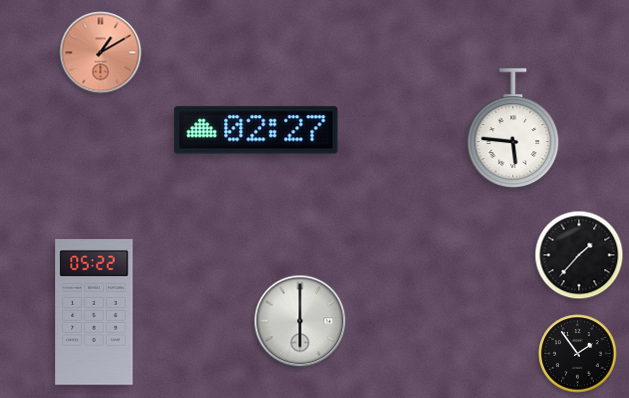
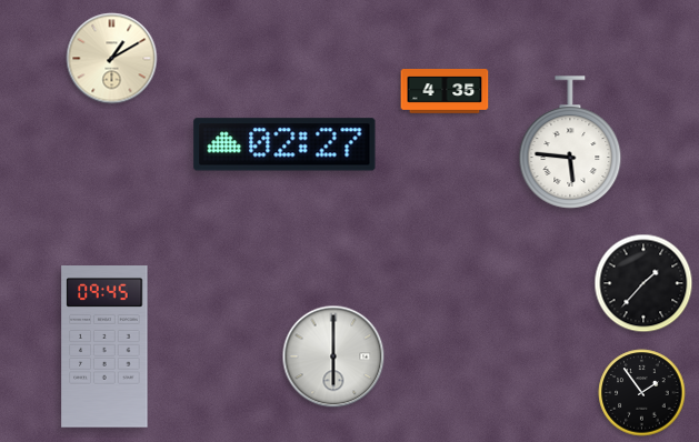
clock at (101, 53) dial: salmon -> cream
clock at (445, 92): none -> 4:35
clock at (94, 312): 05:22 -> 09:45
